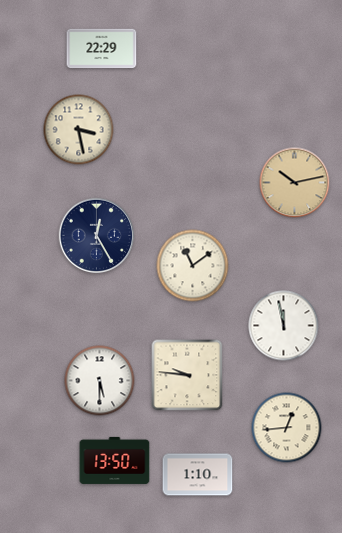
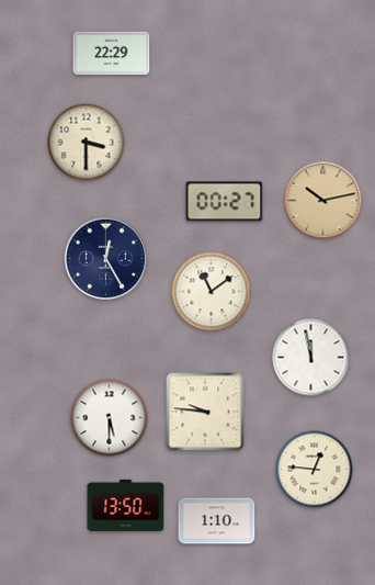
clock at (79, 130): 3:28 -> 3:30
clock at (225, 202): none -> 00:27
clock at (287, 428): 12:44 -> 12:46
